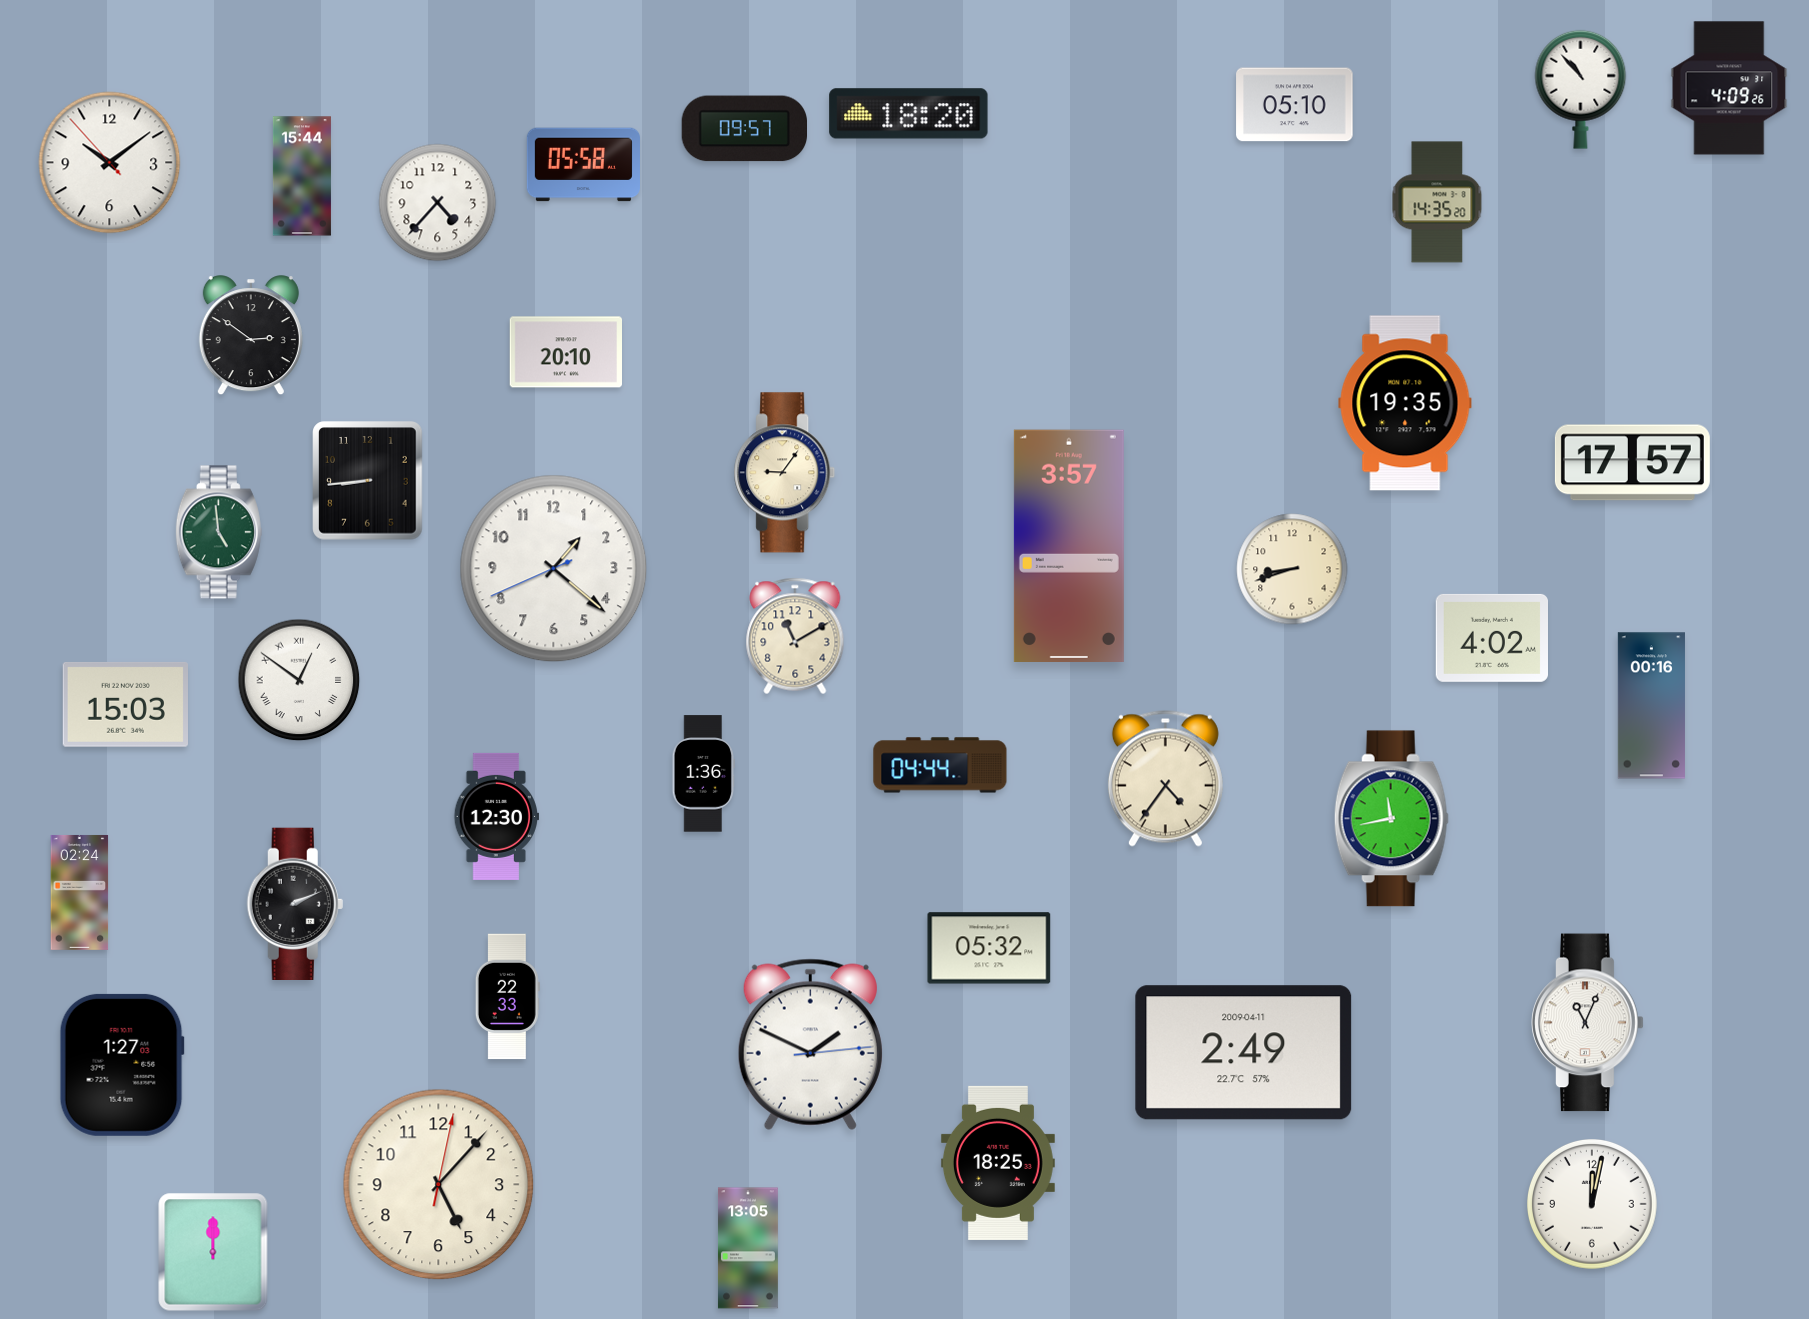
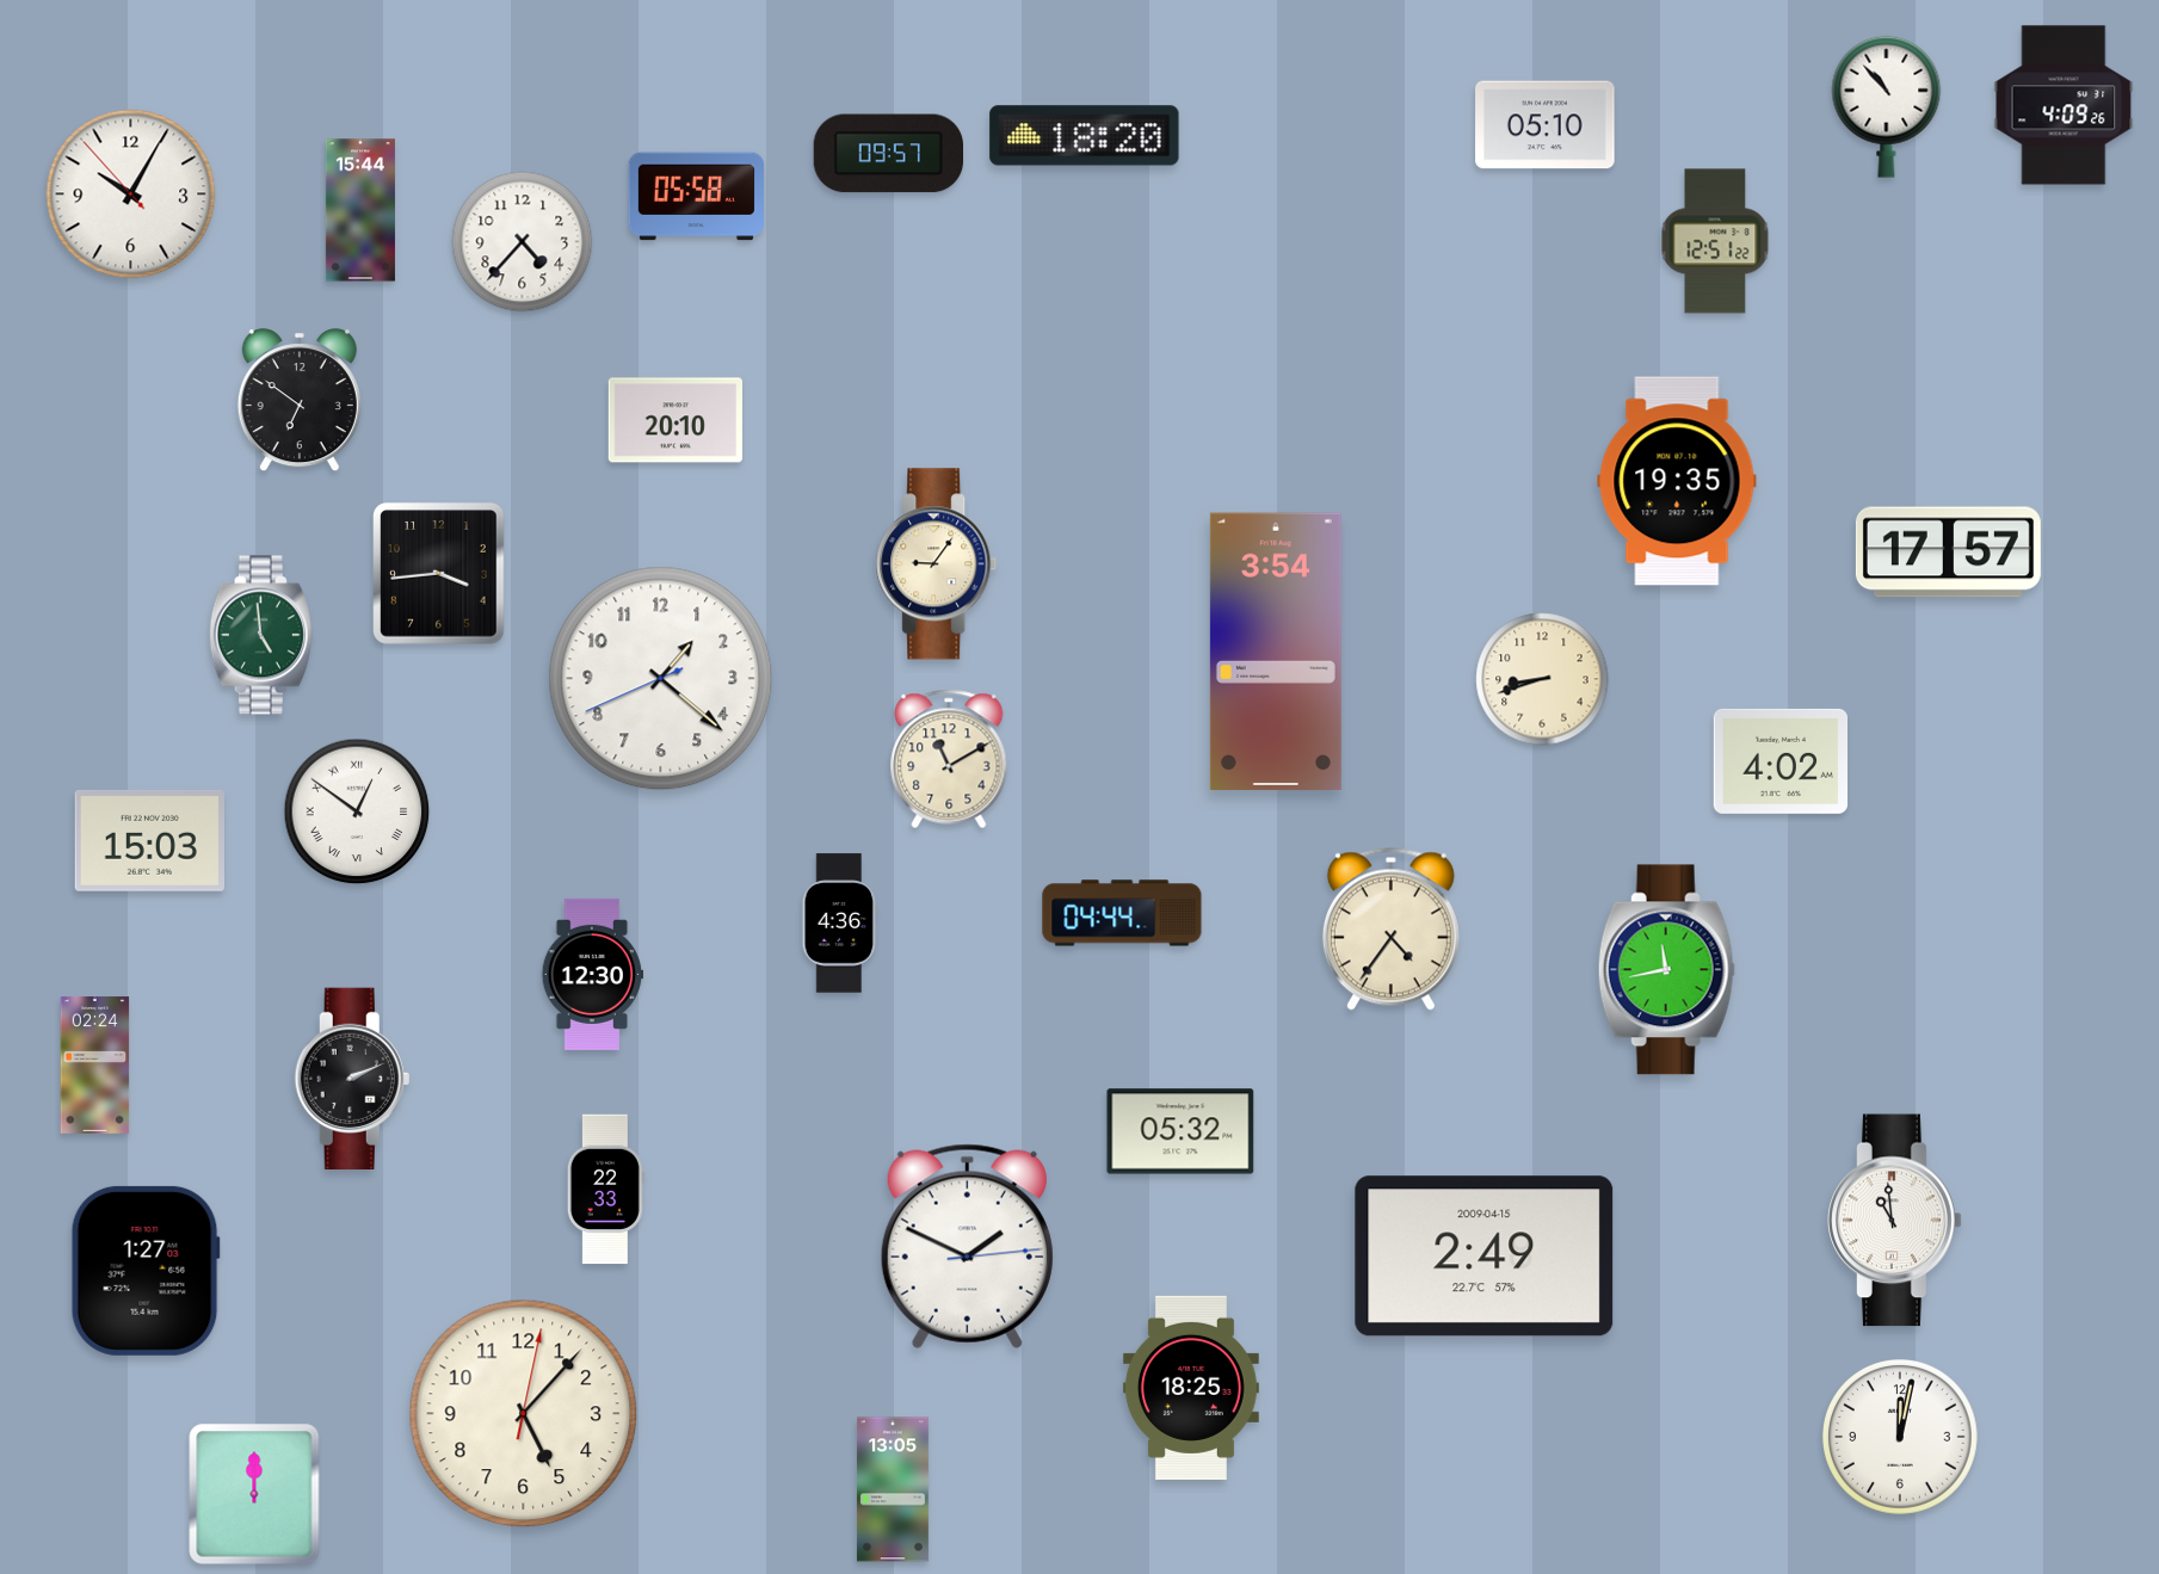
clock at (110, 163): 10:08 -> 10:04
clock at (1437, 202): 14:35 -> 12:51
clock at (251, 336): 2:51 -> 6:51
clock at (368, 481): 8:44 -> 3:44
clock at (1069, 545): 3:57 -> 3:54
clock at (1651, 706): 00:16 -> none
clock at (703, 774): 1:36 -> 4:36
clock at (1391, 819) position: (1391, 819) -> (1666, 970)
clock at (1588, 1023): 11:04 -> 10:59
clock at (1244, 1053) date: 2009-04-11 -> 2009-04-15
